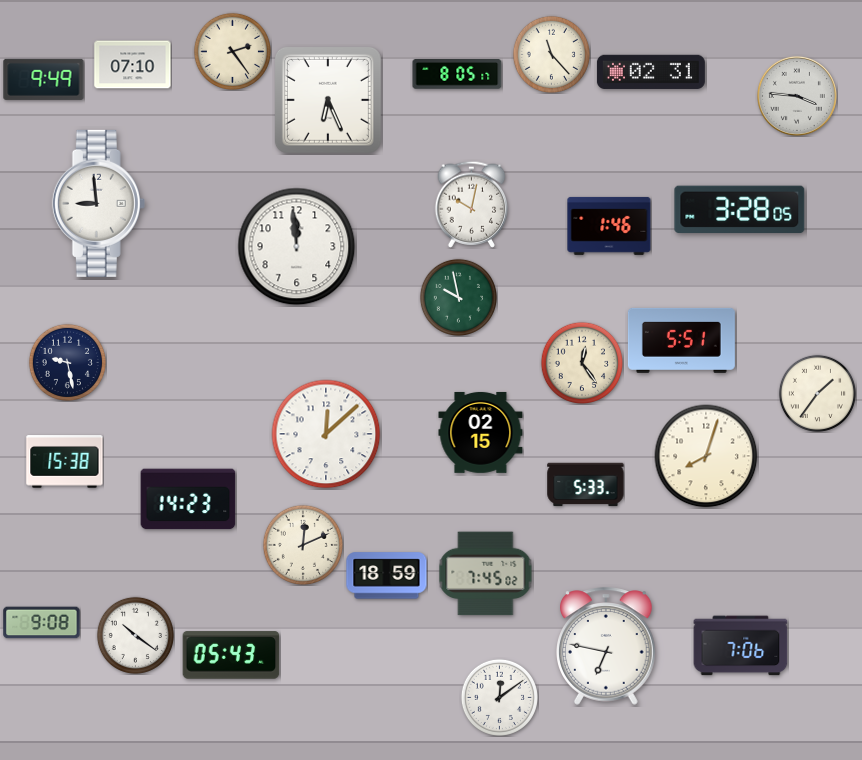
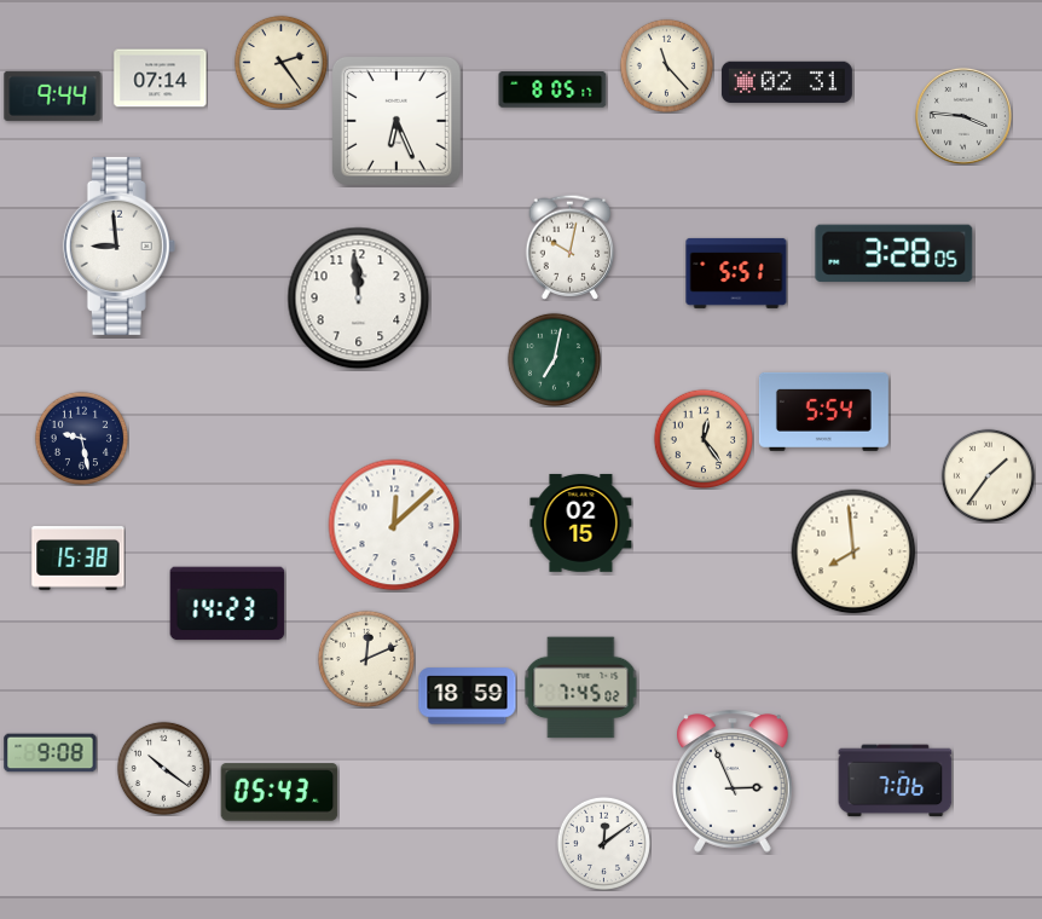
clock at (133, 65): 07:10 -> 07:14
clock at (651, 71) position: (651, 71) -> (787, 81)
clock at (44, 79): 9:49 -> 9:44
clock at (609, 226): 1:46 -> 5:51
clock at (458, 297): 9:58 -> 7:02
clock at (681, 340): 5:51 -> 5:54
clock at (706, 456): 8:03 -> 7:59
clock at (586, 485): 5:33 -> none
clock at (486, 574) position: (486, 574) -> (581, 688)
clock at (607, 646): 6:47 -> 2:56
